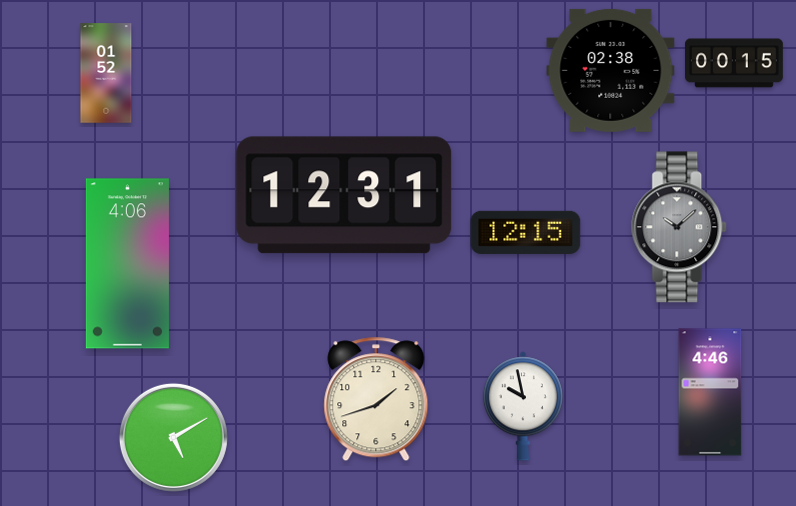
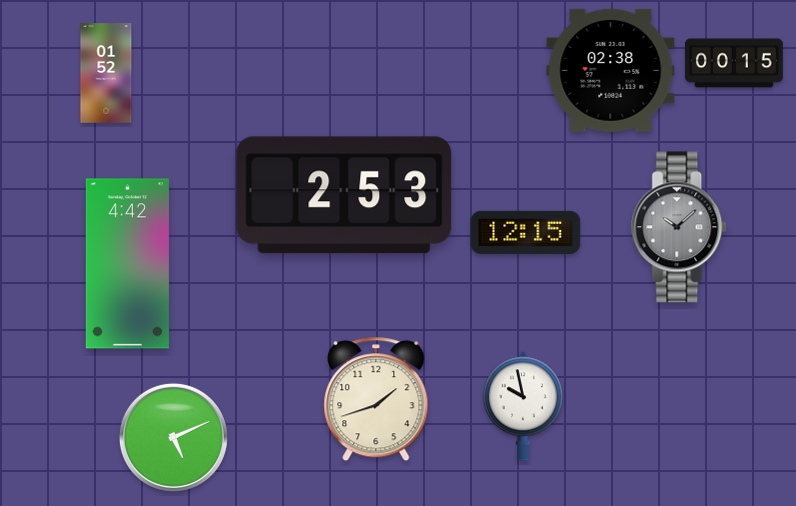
clock at (344, 195): 12:31 -> 2:53
clock at (127, 264): 4:06 -> 4:42
clock at (710, 392): 4:46 -> none
clock at (173, 437): 5:10 -> 5:11
